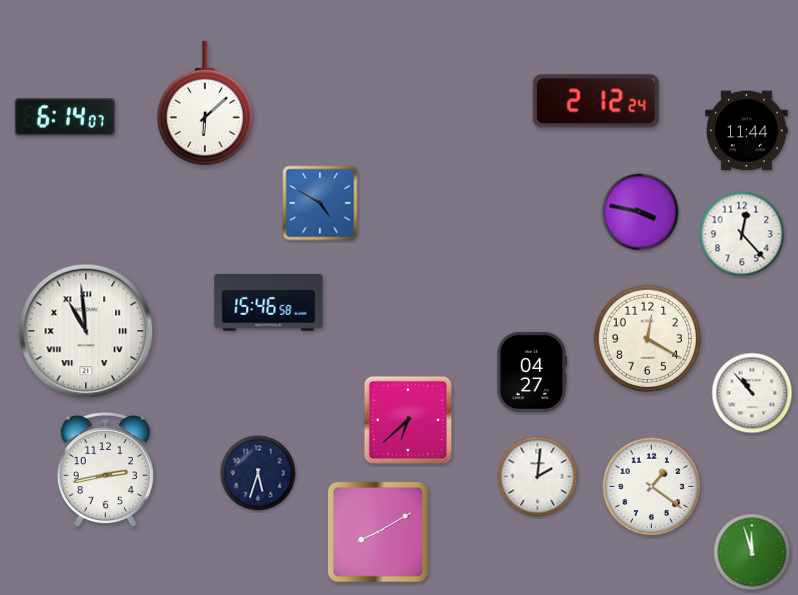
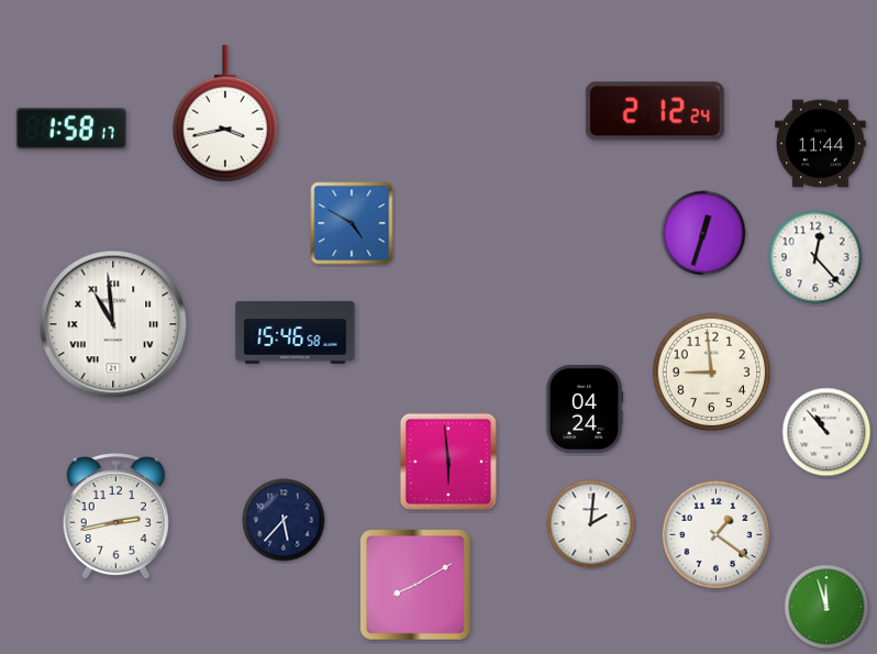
clock at (205, 103): 6:08 -> 3:43
clock at (65, 117): 6:14 -> 1:58
clock at (640, 212): 3:47 -> 12:33
clock at (86, 331) position: (86, 331) -> (113, 324)
clock at (647, 338): 12:20 -> 8:59
clock at (532, 372): 04:27 -> 04:24
clock at (408, 420): 6:38 -> 5:59
clock at (258, 473): 5:33 -> 5:37
